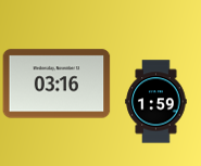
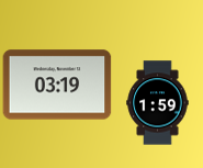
clock at (56, 84): 03:16 -> 03:19
